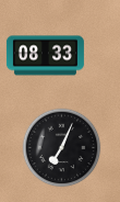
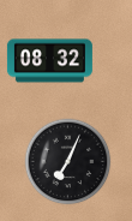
clock at (45, 56): 08:33 -> 08:32
